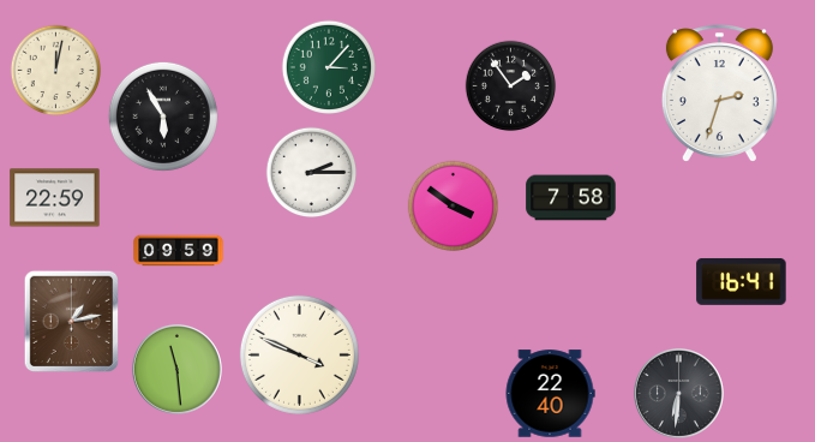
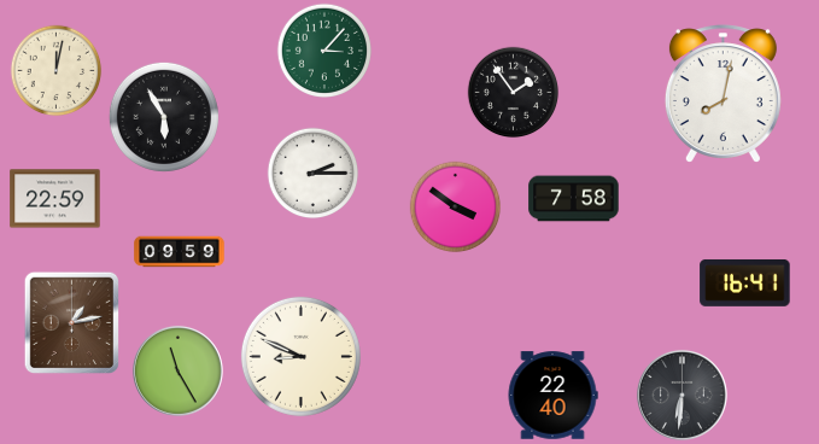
clock at (329, 67) position: (329, 67) -> (324, 51)
clock at (511, 86) position: (511, 86) -> (514, 93)
clock at (719, 94): 2:33 -> 8:02
clock at (299, 354): 3:49 -> 8:49
clock at (176, 369): 11:29 -> 11:25
